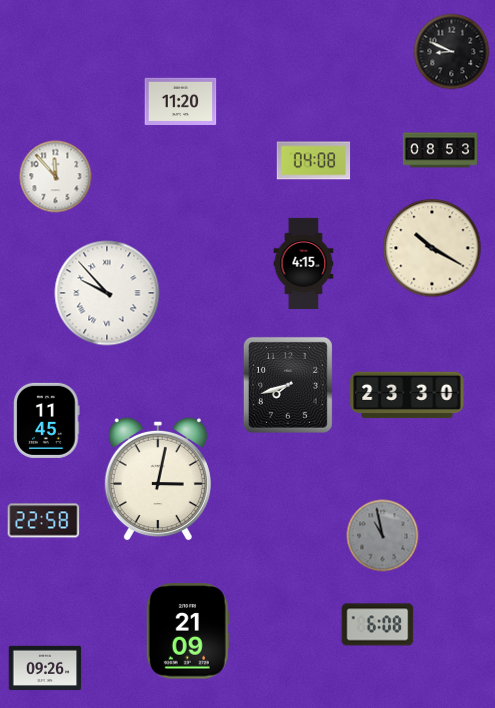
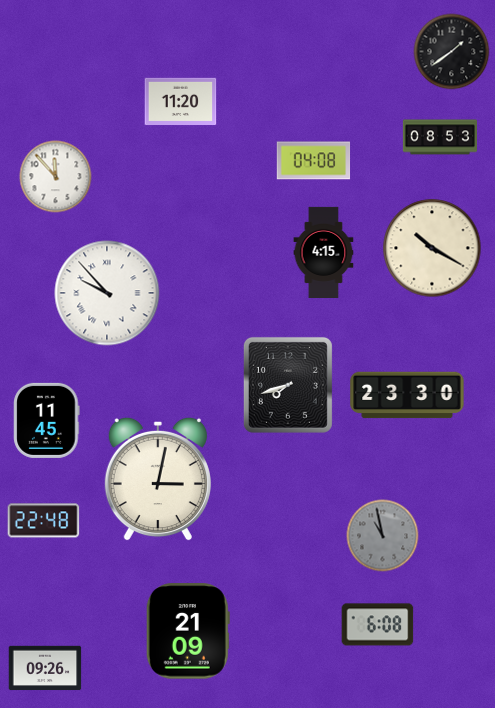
clock at (452, 52): 8:49 -> 1:39
clock at (439, 150) position: (439, 150) -> (439, 137)
clock at (304, 263) position: (304, 263) -> (324, 252)
clock at (44, 521): 22:58 -> 22:48
